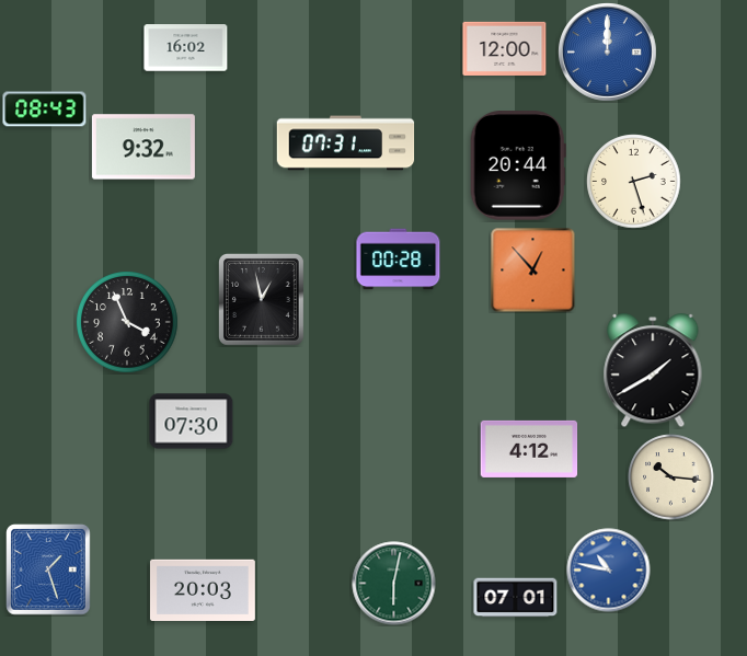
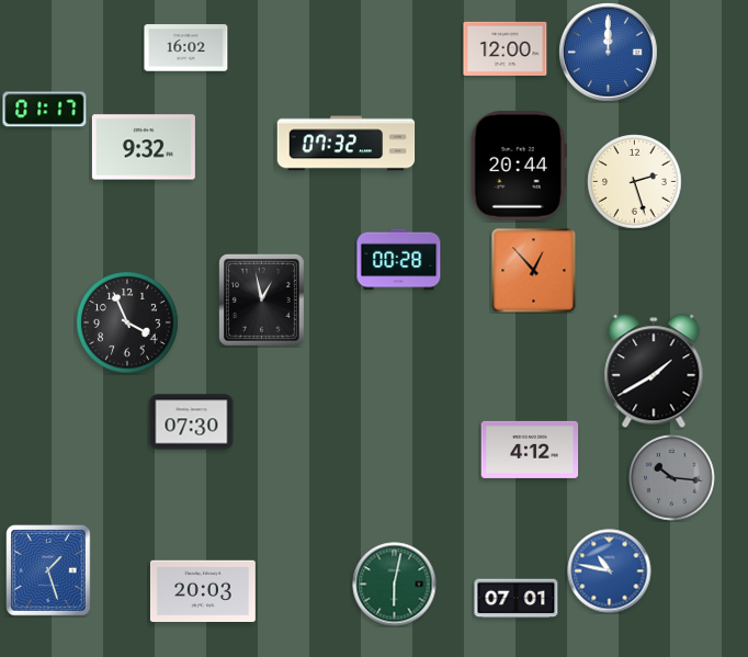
clock at (45, 110): 08:43 -> 01:17
clock at (346, 143): 07:31 -> 07:32
clock at (671, 477) dial: cream -> grey
